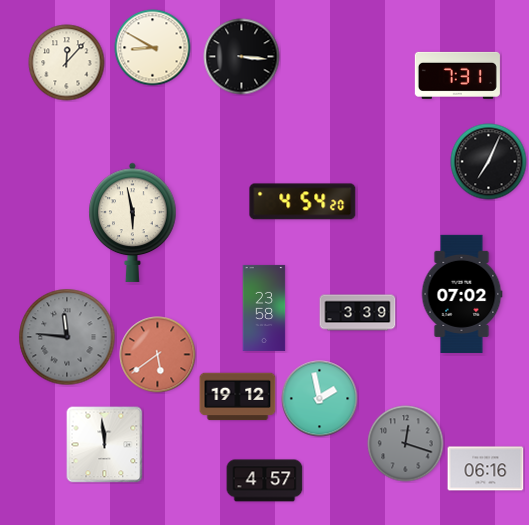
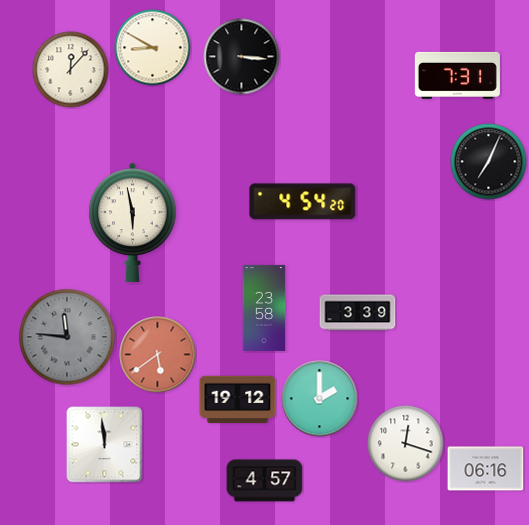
clock at (67, 63) position: (67, 63) -> (71, 70)
clock at (462, 293): 07:02 -> none
clock at (238, 397) position: (238, 397) -> (238, 400)
clock at (320, 399): 1:58 -> 2:00
clock at (406, 444) dial: grey -> white
